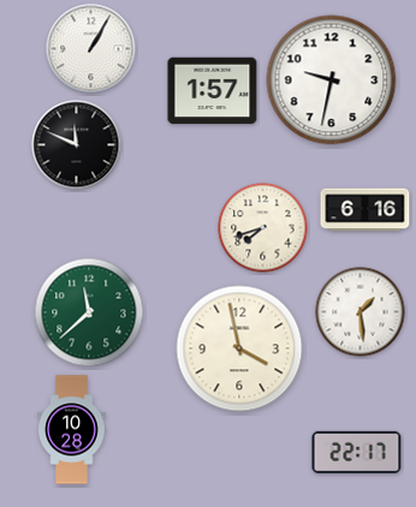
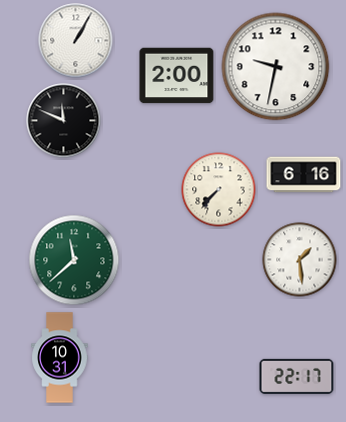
clock at (213, 91): 1:57 -> 2:00
clock at (263, 228): 7:42 -> 7:37
clock at (239, 348): 3:58 -> none
clock at (72, 430): 10:28 -> 10:31
